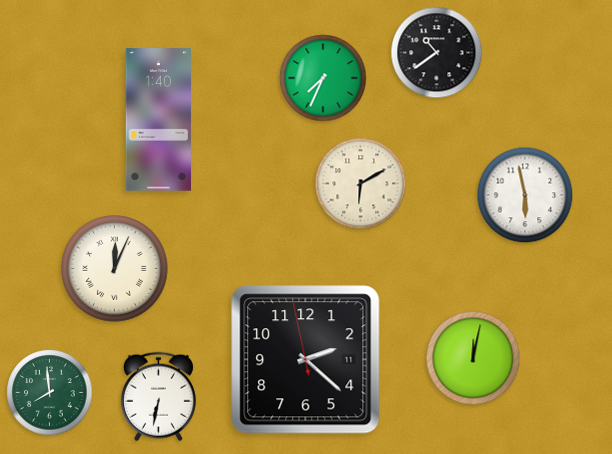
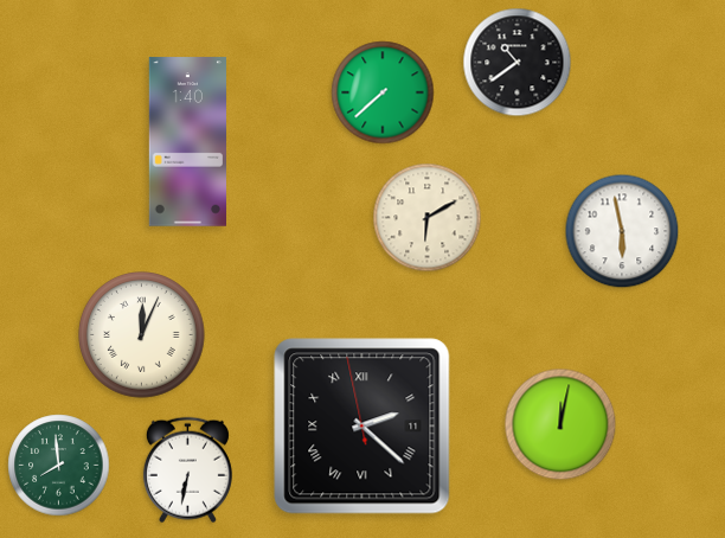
clock at (323, 78): 7:34 -> 7:38
clock at (115, 269) position: (115, 269) -> (142, 335)
clock at (306, 360) numerals: Arabic -> Roman
